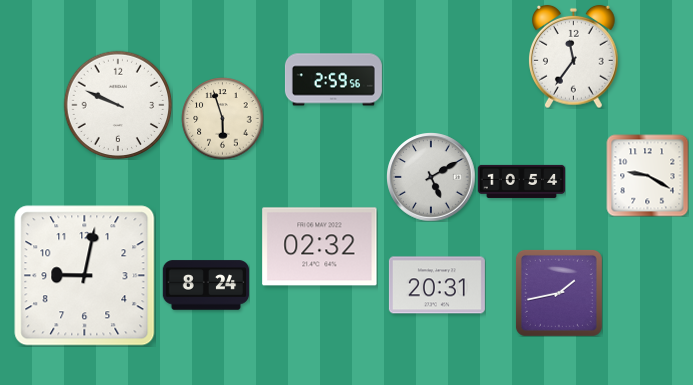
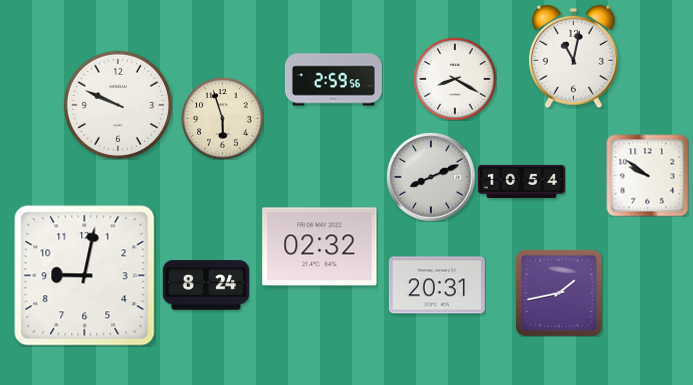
clock at (574, 56): 11:36 -> 11:02
clock at (455, 79): none -> 8:20
clock at (647, 175): 9:20 -> 9:51
clock at (431, 177): 5:10 -> 8:11
